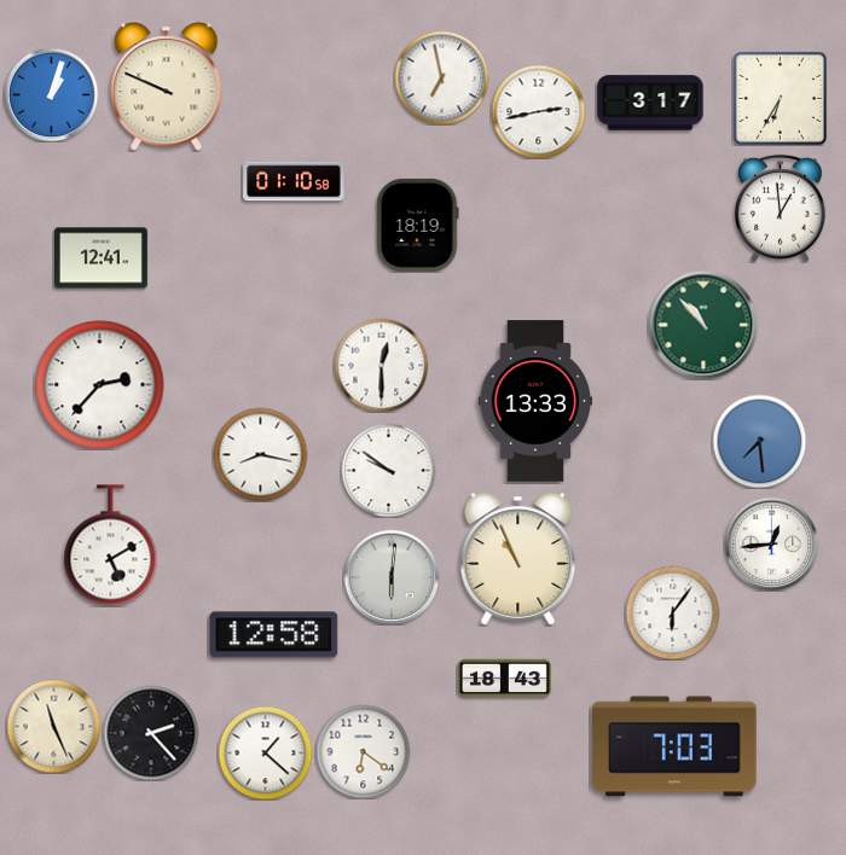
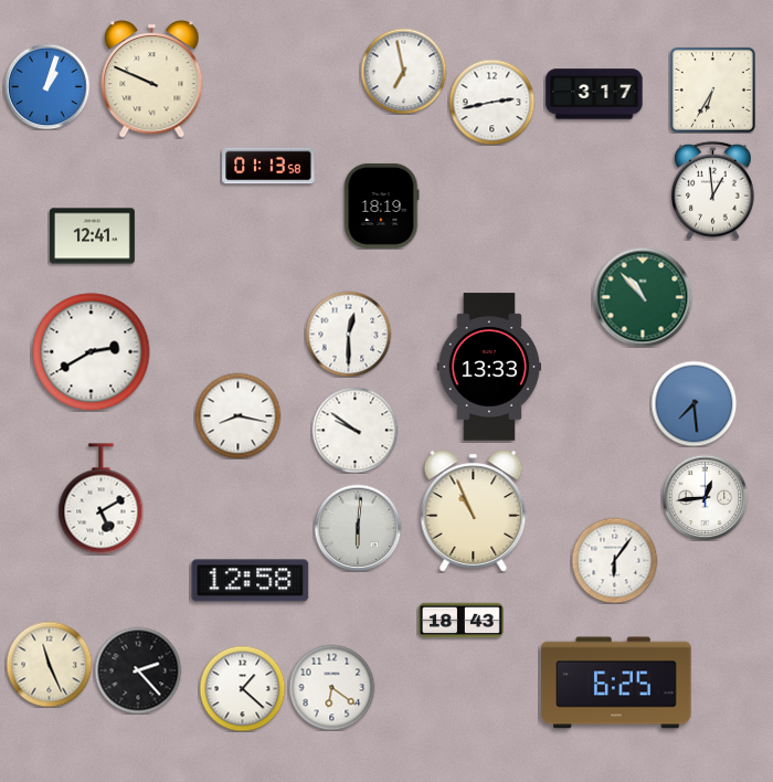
clock at (294, 181): 01:10 -> 01:13
clock at (100, 385): 2:37 -> 2:40
clock at (674, 746): 7:03 -> 6:25
